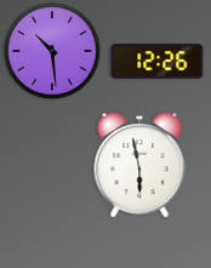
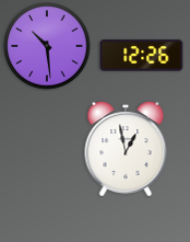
clock at (139, 166): 5:58 -> 12:58
